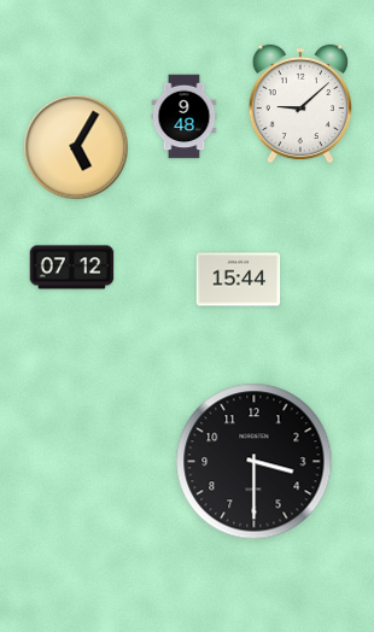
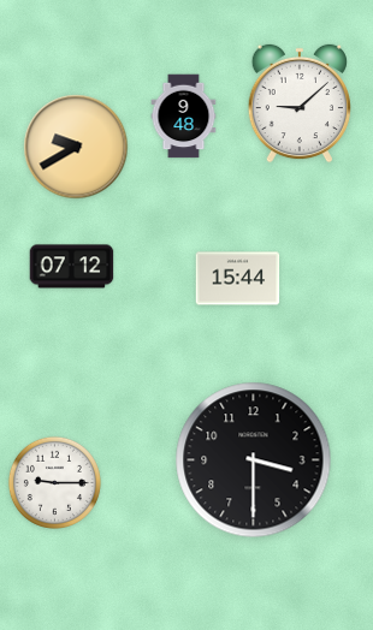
clock at (76, 147): 5:05 -> 9:40
clock at (54, 482): none -> 9:15
